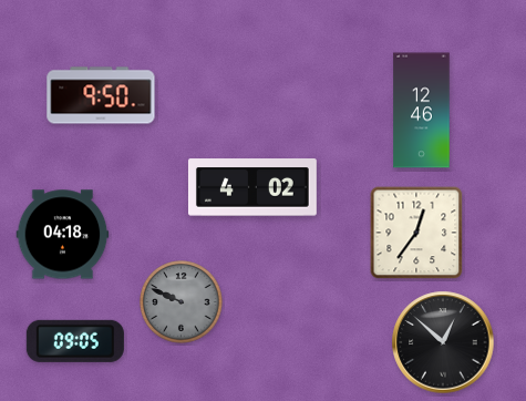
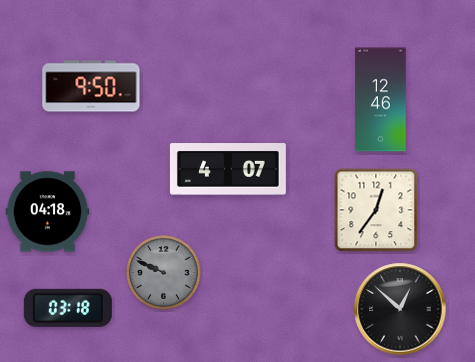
clock at (252, 187): 4:02 -> 4:07
clock at (63, 235) position: (63, 235) -> (48, 212)
clock at (75, 341): 09:05 -> 03:18
